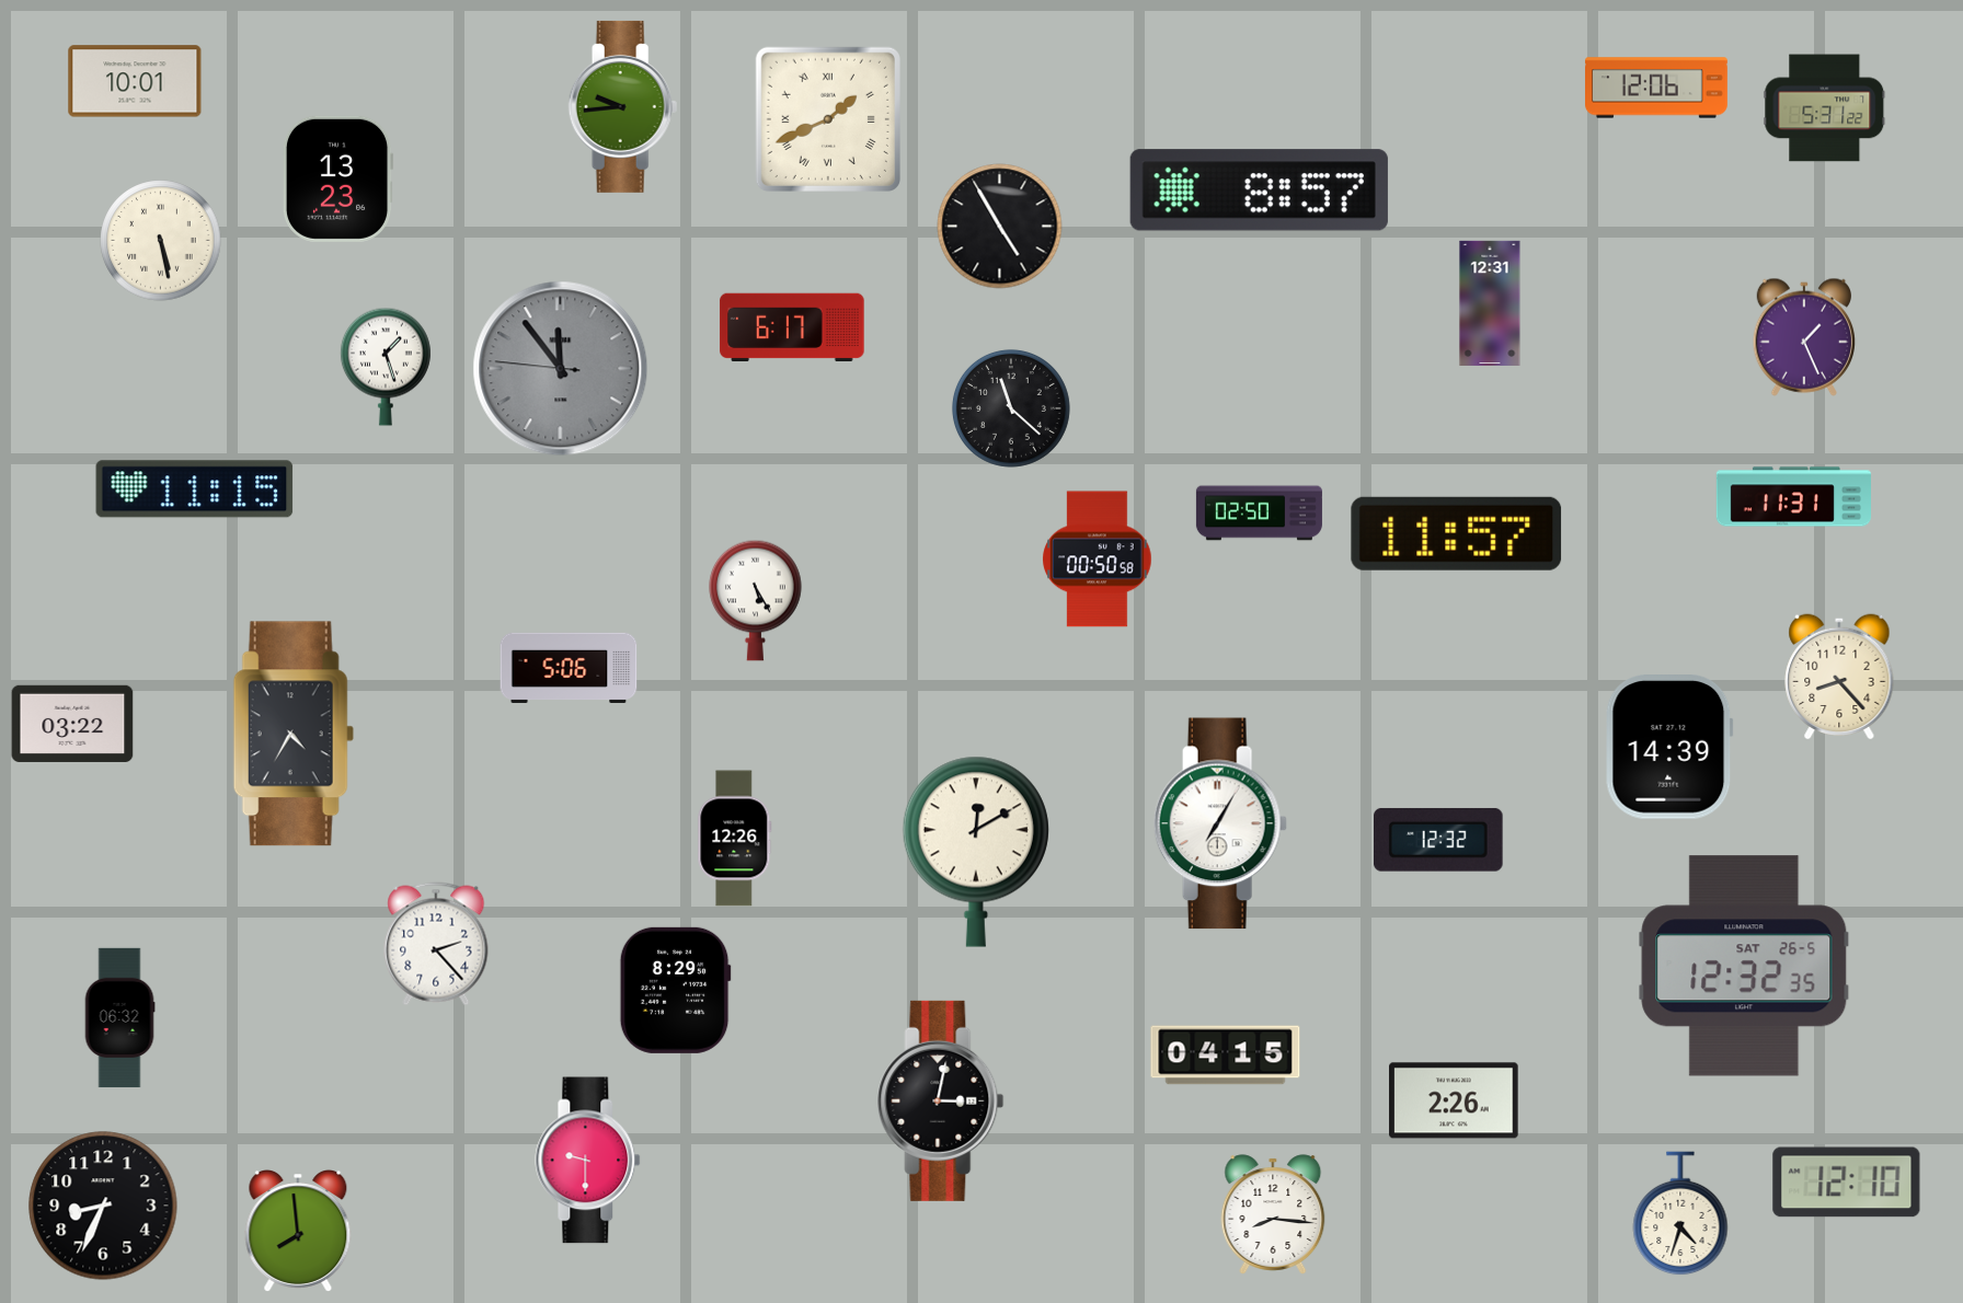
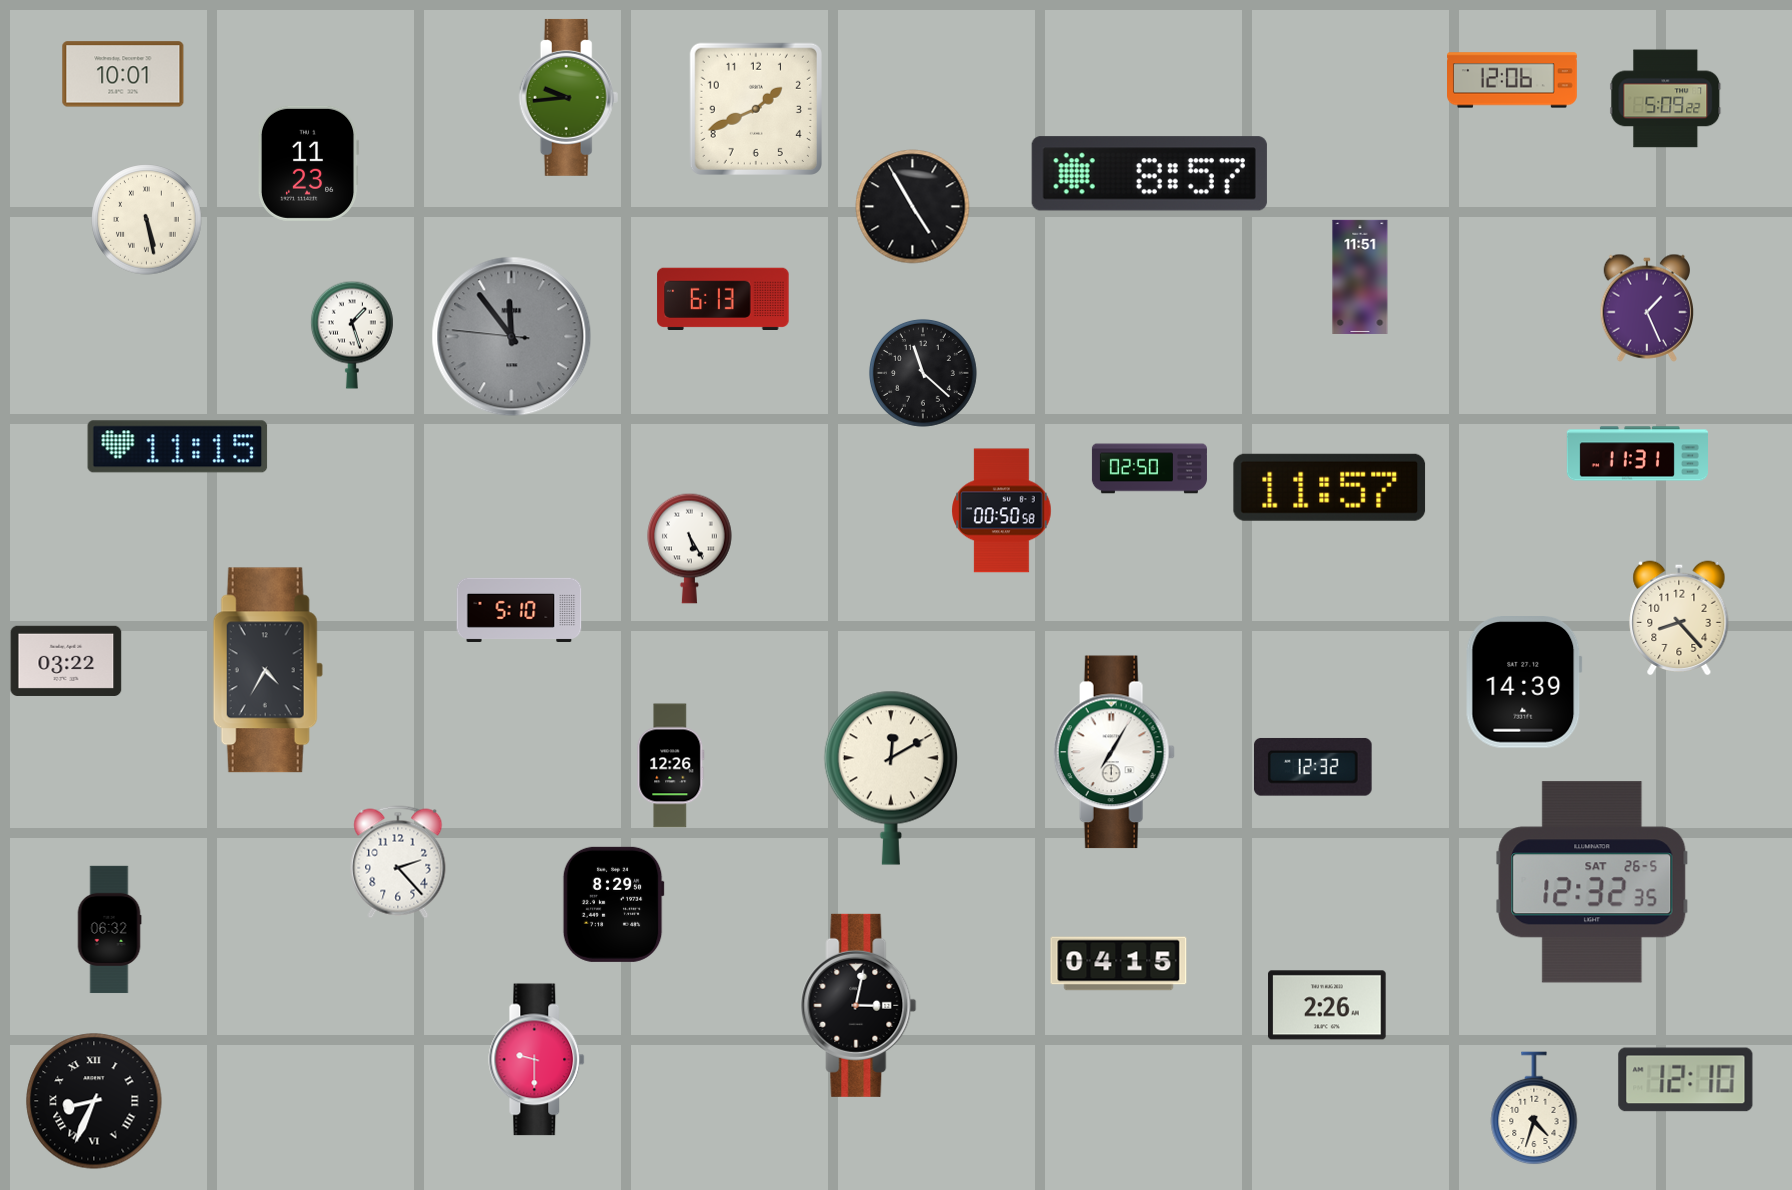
clock at (1825, 108): 5:31 -> 5:09
clock at (828, 119) numerals: Roman -> Arabic
clock at (337, 178): 13:23 -> 11:23
clock at (1490, 303): 12:31 -> 11:51
clock at (792, 326): 6:17 -> 6:13
clock at (569, 668): 5:06 -> 5:10
clock at (675, 990) position: (675, 990) -> (613, 904)
clock at (103, 1206) numerals: Arabic -> Roman
clock at (1273, 1214): 8:16 -> none
clock at (298, 1232): 7:59 -> none
